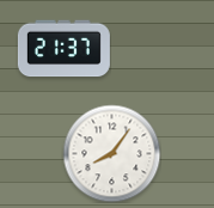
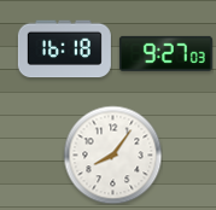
clock at (63, 49): 21:37 -> 16:18
clock at (165, 53): none -> 9:27
